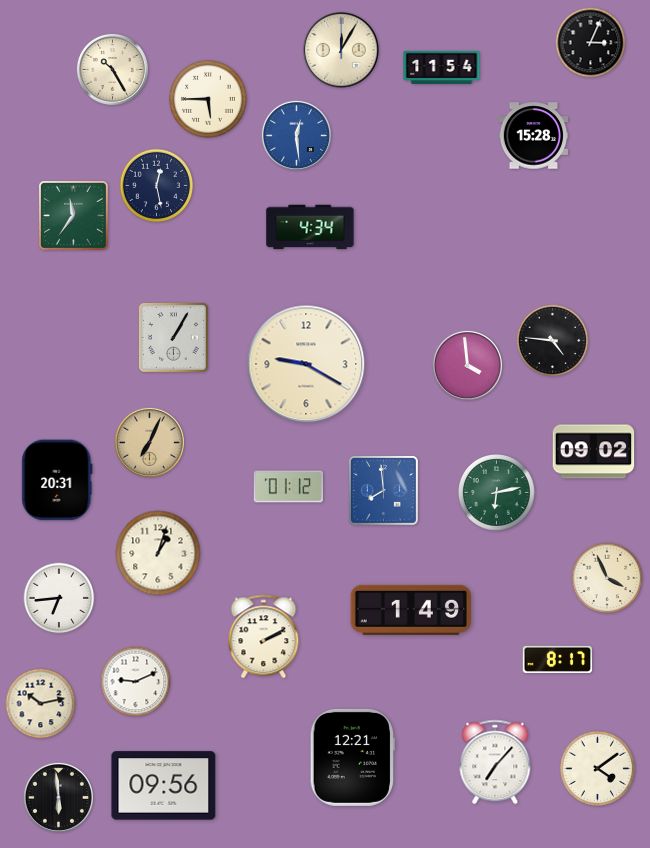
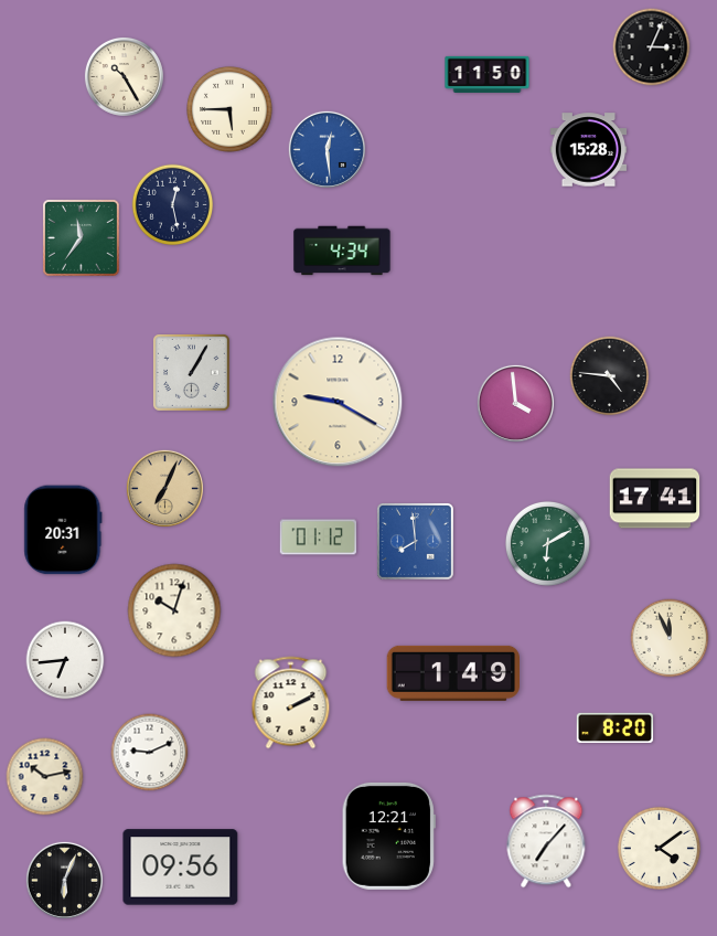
clock at (341, 50): 12:05 -> none
clock at (442, 67): 11:54 -> 11:50
clock at (594, 452): 09:02 -> 17:41
clock at (384, 491) position: (384, 491) -> (416, 542)
clock at (496, 492): 6:13 -> 6:10
clock at (158, 553): 1:03 -> 10:03
clock at (607, 578): 3:56 -> 11:56
clock at (558, 659): 8:17 -> 8:20
clock at (58, 797): 5:59 -> 6:04
